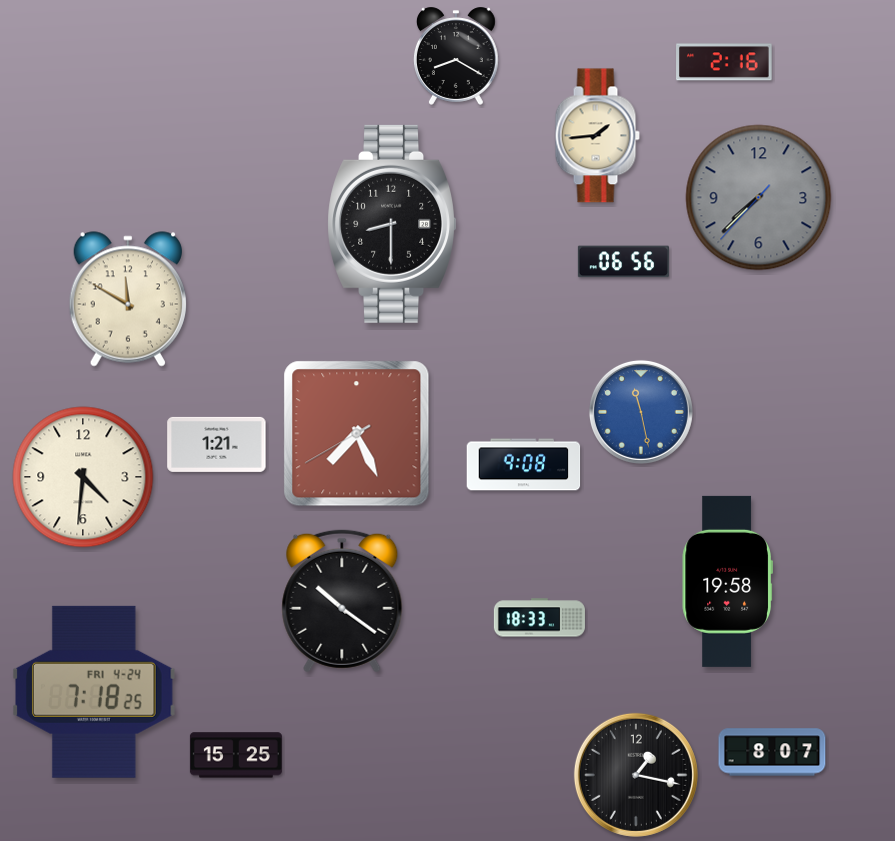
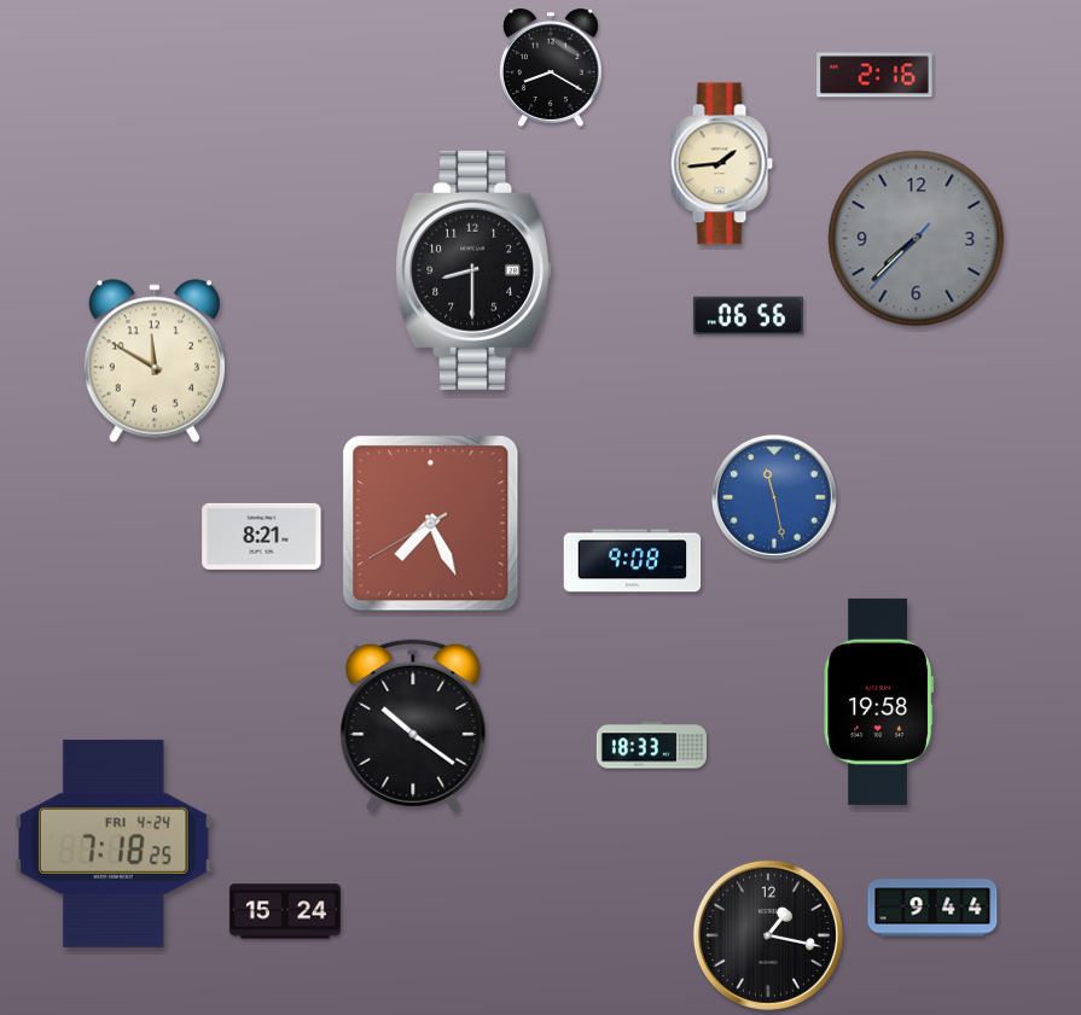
clock at (623, 262) position: (623, 262) -> (748, 316)
clock at (217, 444): 1:21 -> 8:21
clock at (83, 477): 4:31 -> none
clock at (95, 692) position: (95, 692) -> (115, 844)
clock at (772, 752): 8:07 -> 9:44
clock at (236, 755): 15:25 -> 15:24
